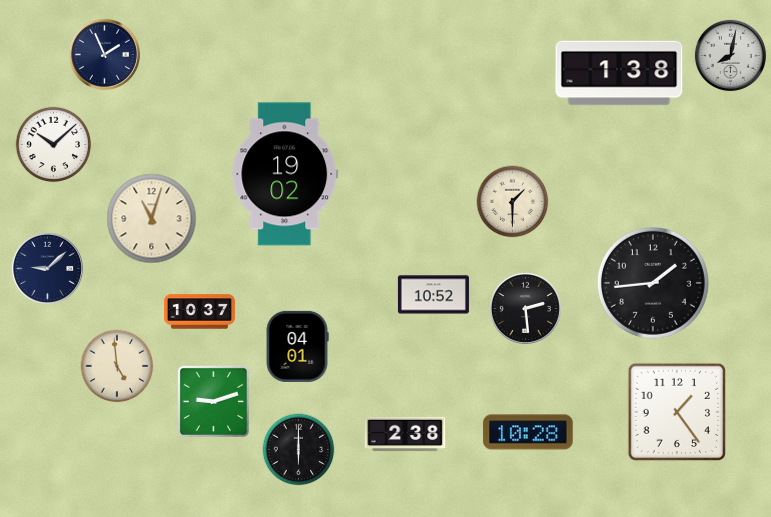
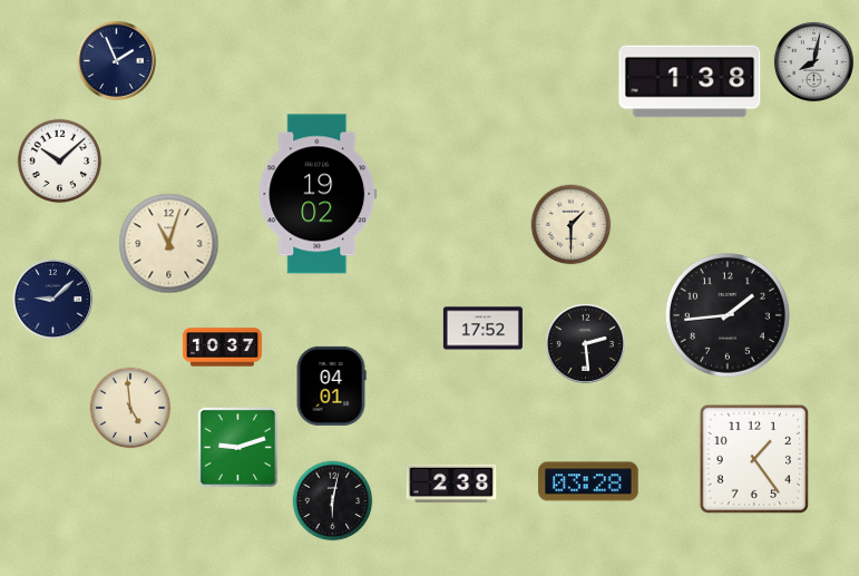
clock at (433, 295): 10:52 -> 17:52
clock at (528, 432): 10:28 -> 03:28
clock at (299, 450): 6:00 -> 6:02
